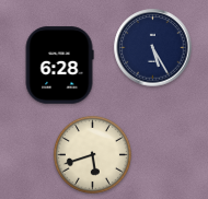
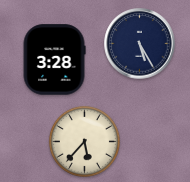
clock at (59, 66): 6:28 -> 3:28
clock at (92, 154): 5:42 -> 5:37
